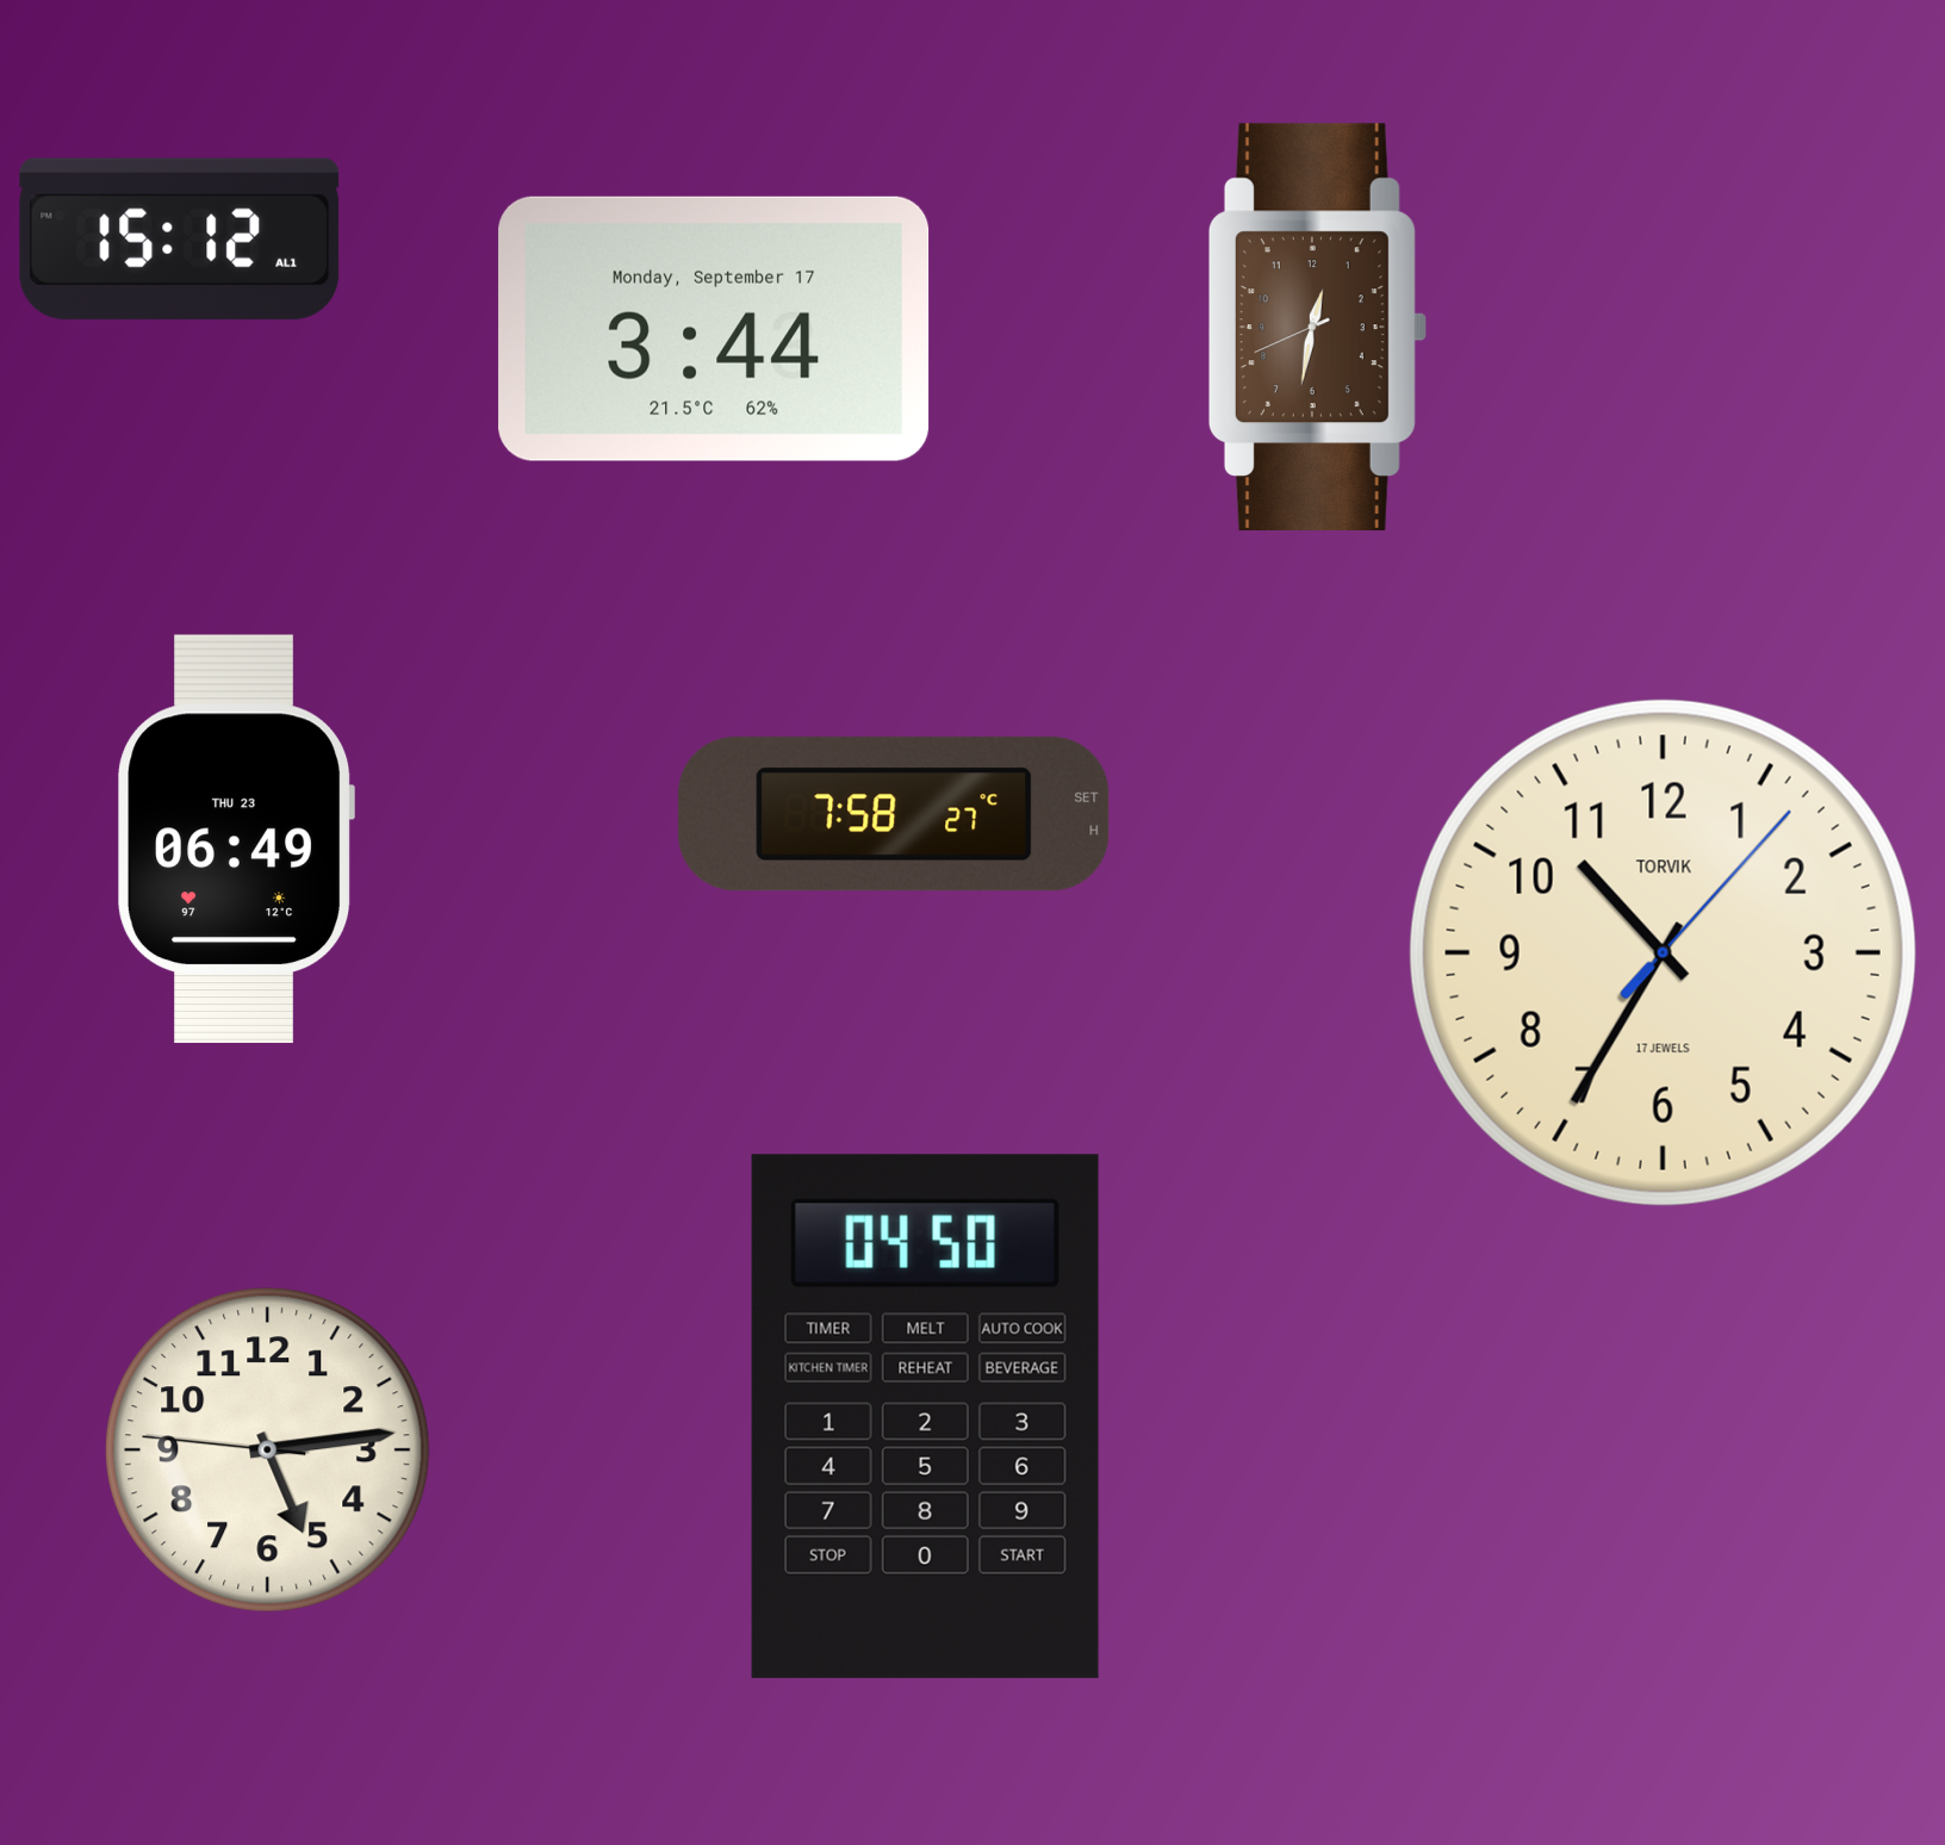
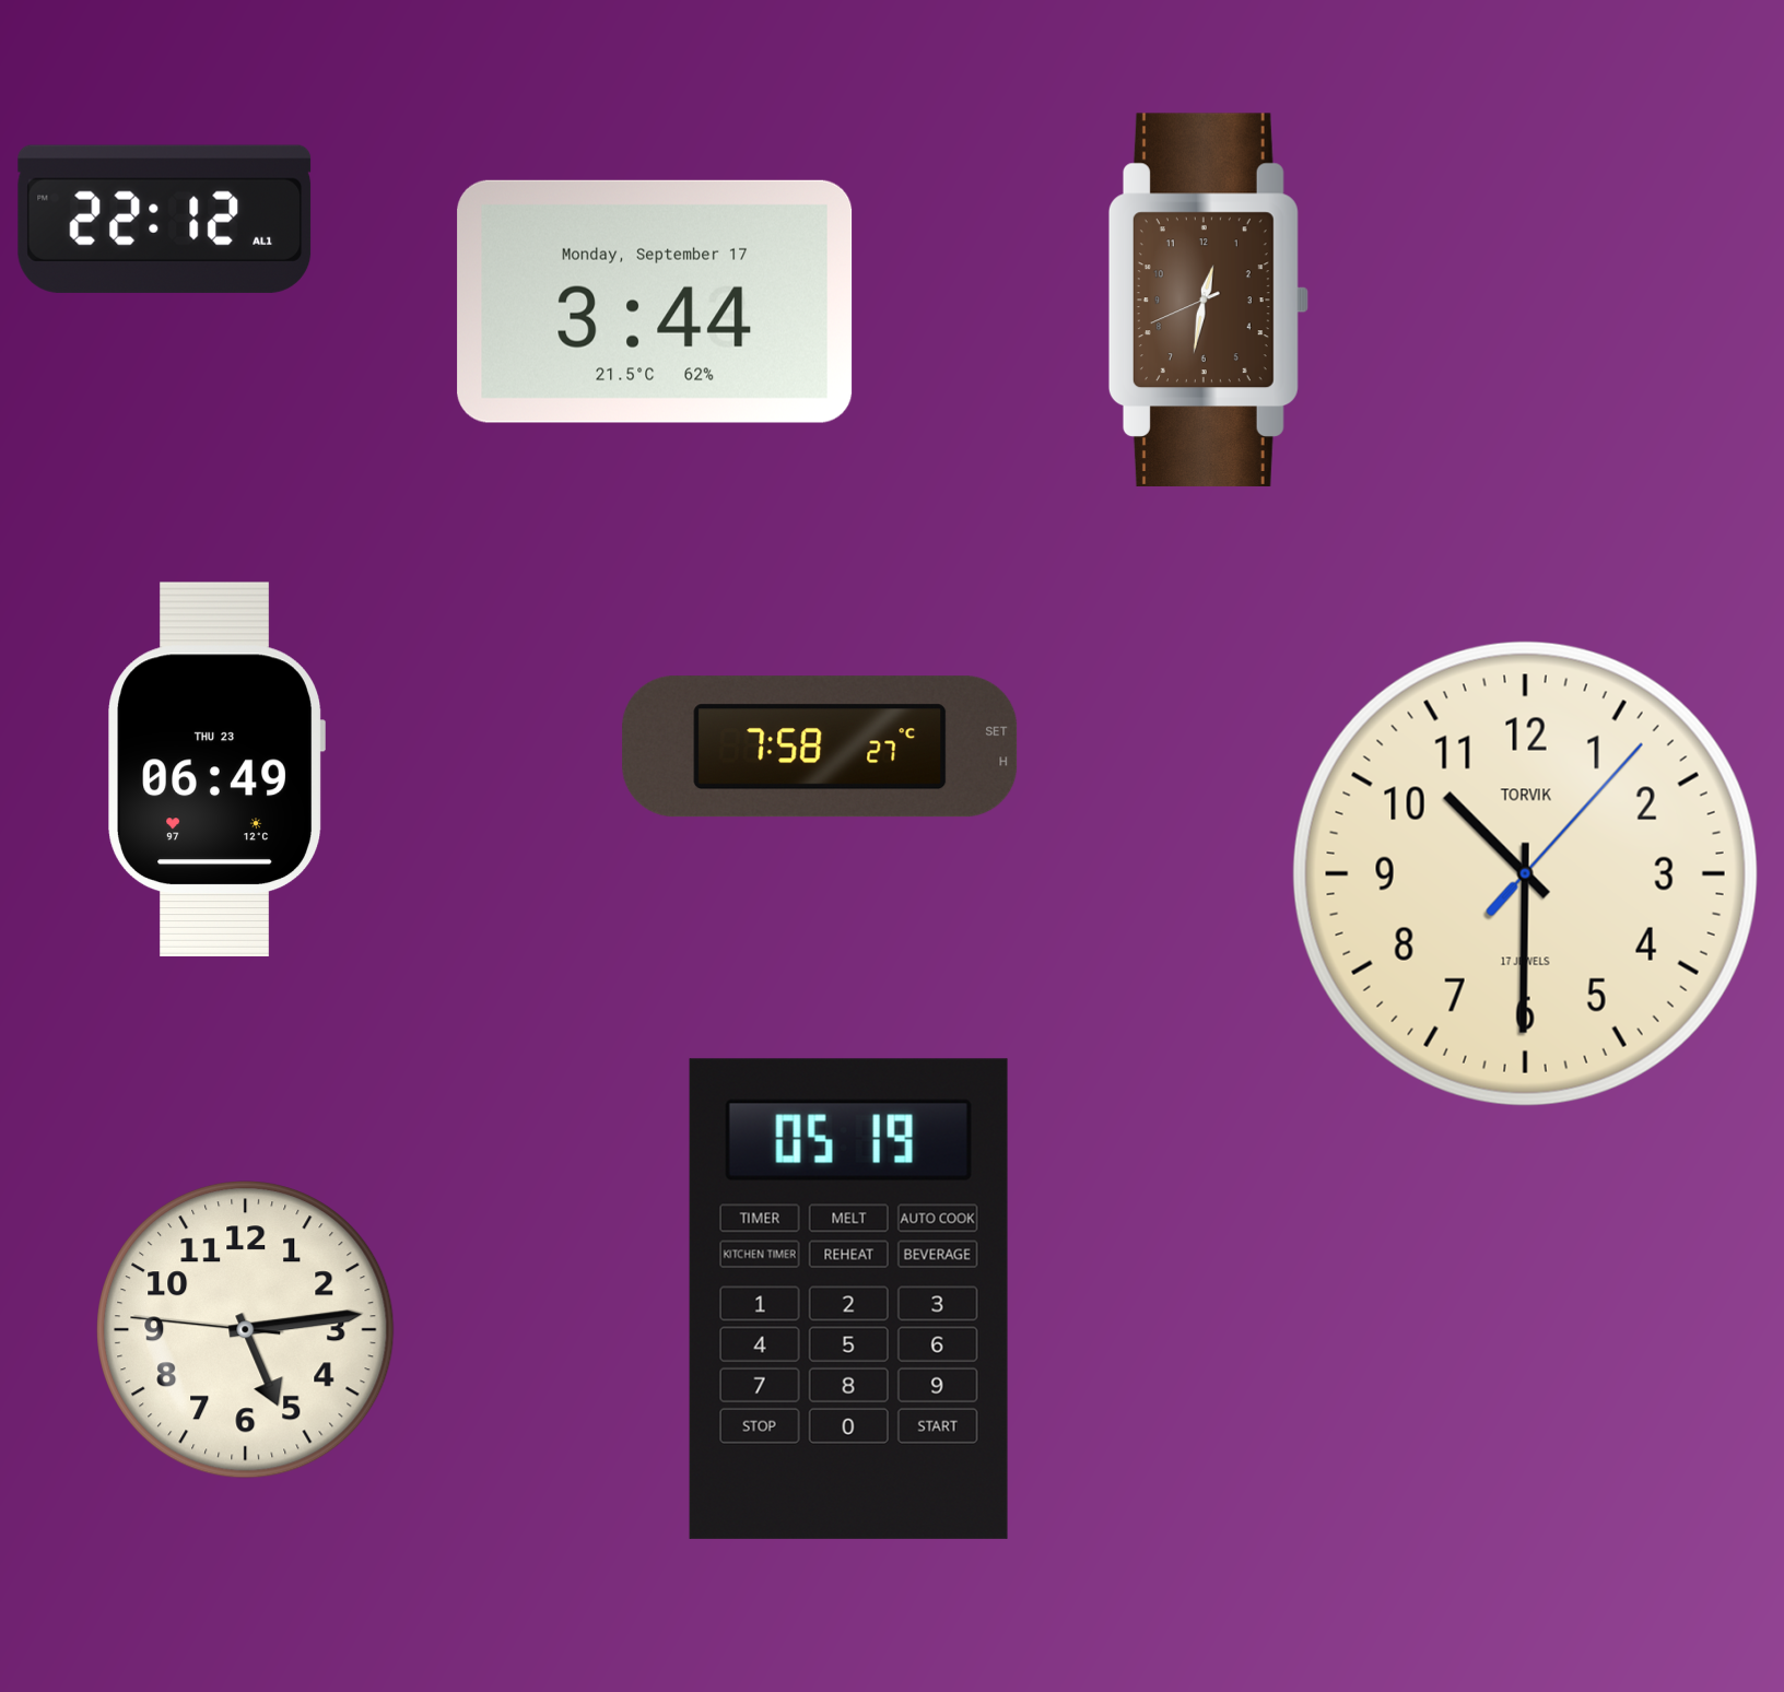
clock at (180, 238): 15:12 -> 22:12
clock at (1663, 952): 10:35 -> 10:30
clock at (925, 1416): 04:50 -> 05:19
